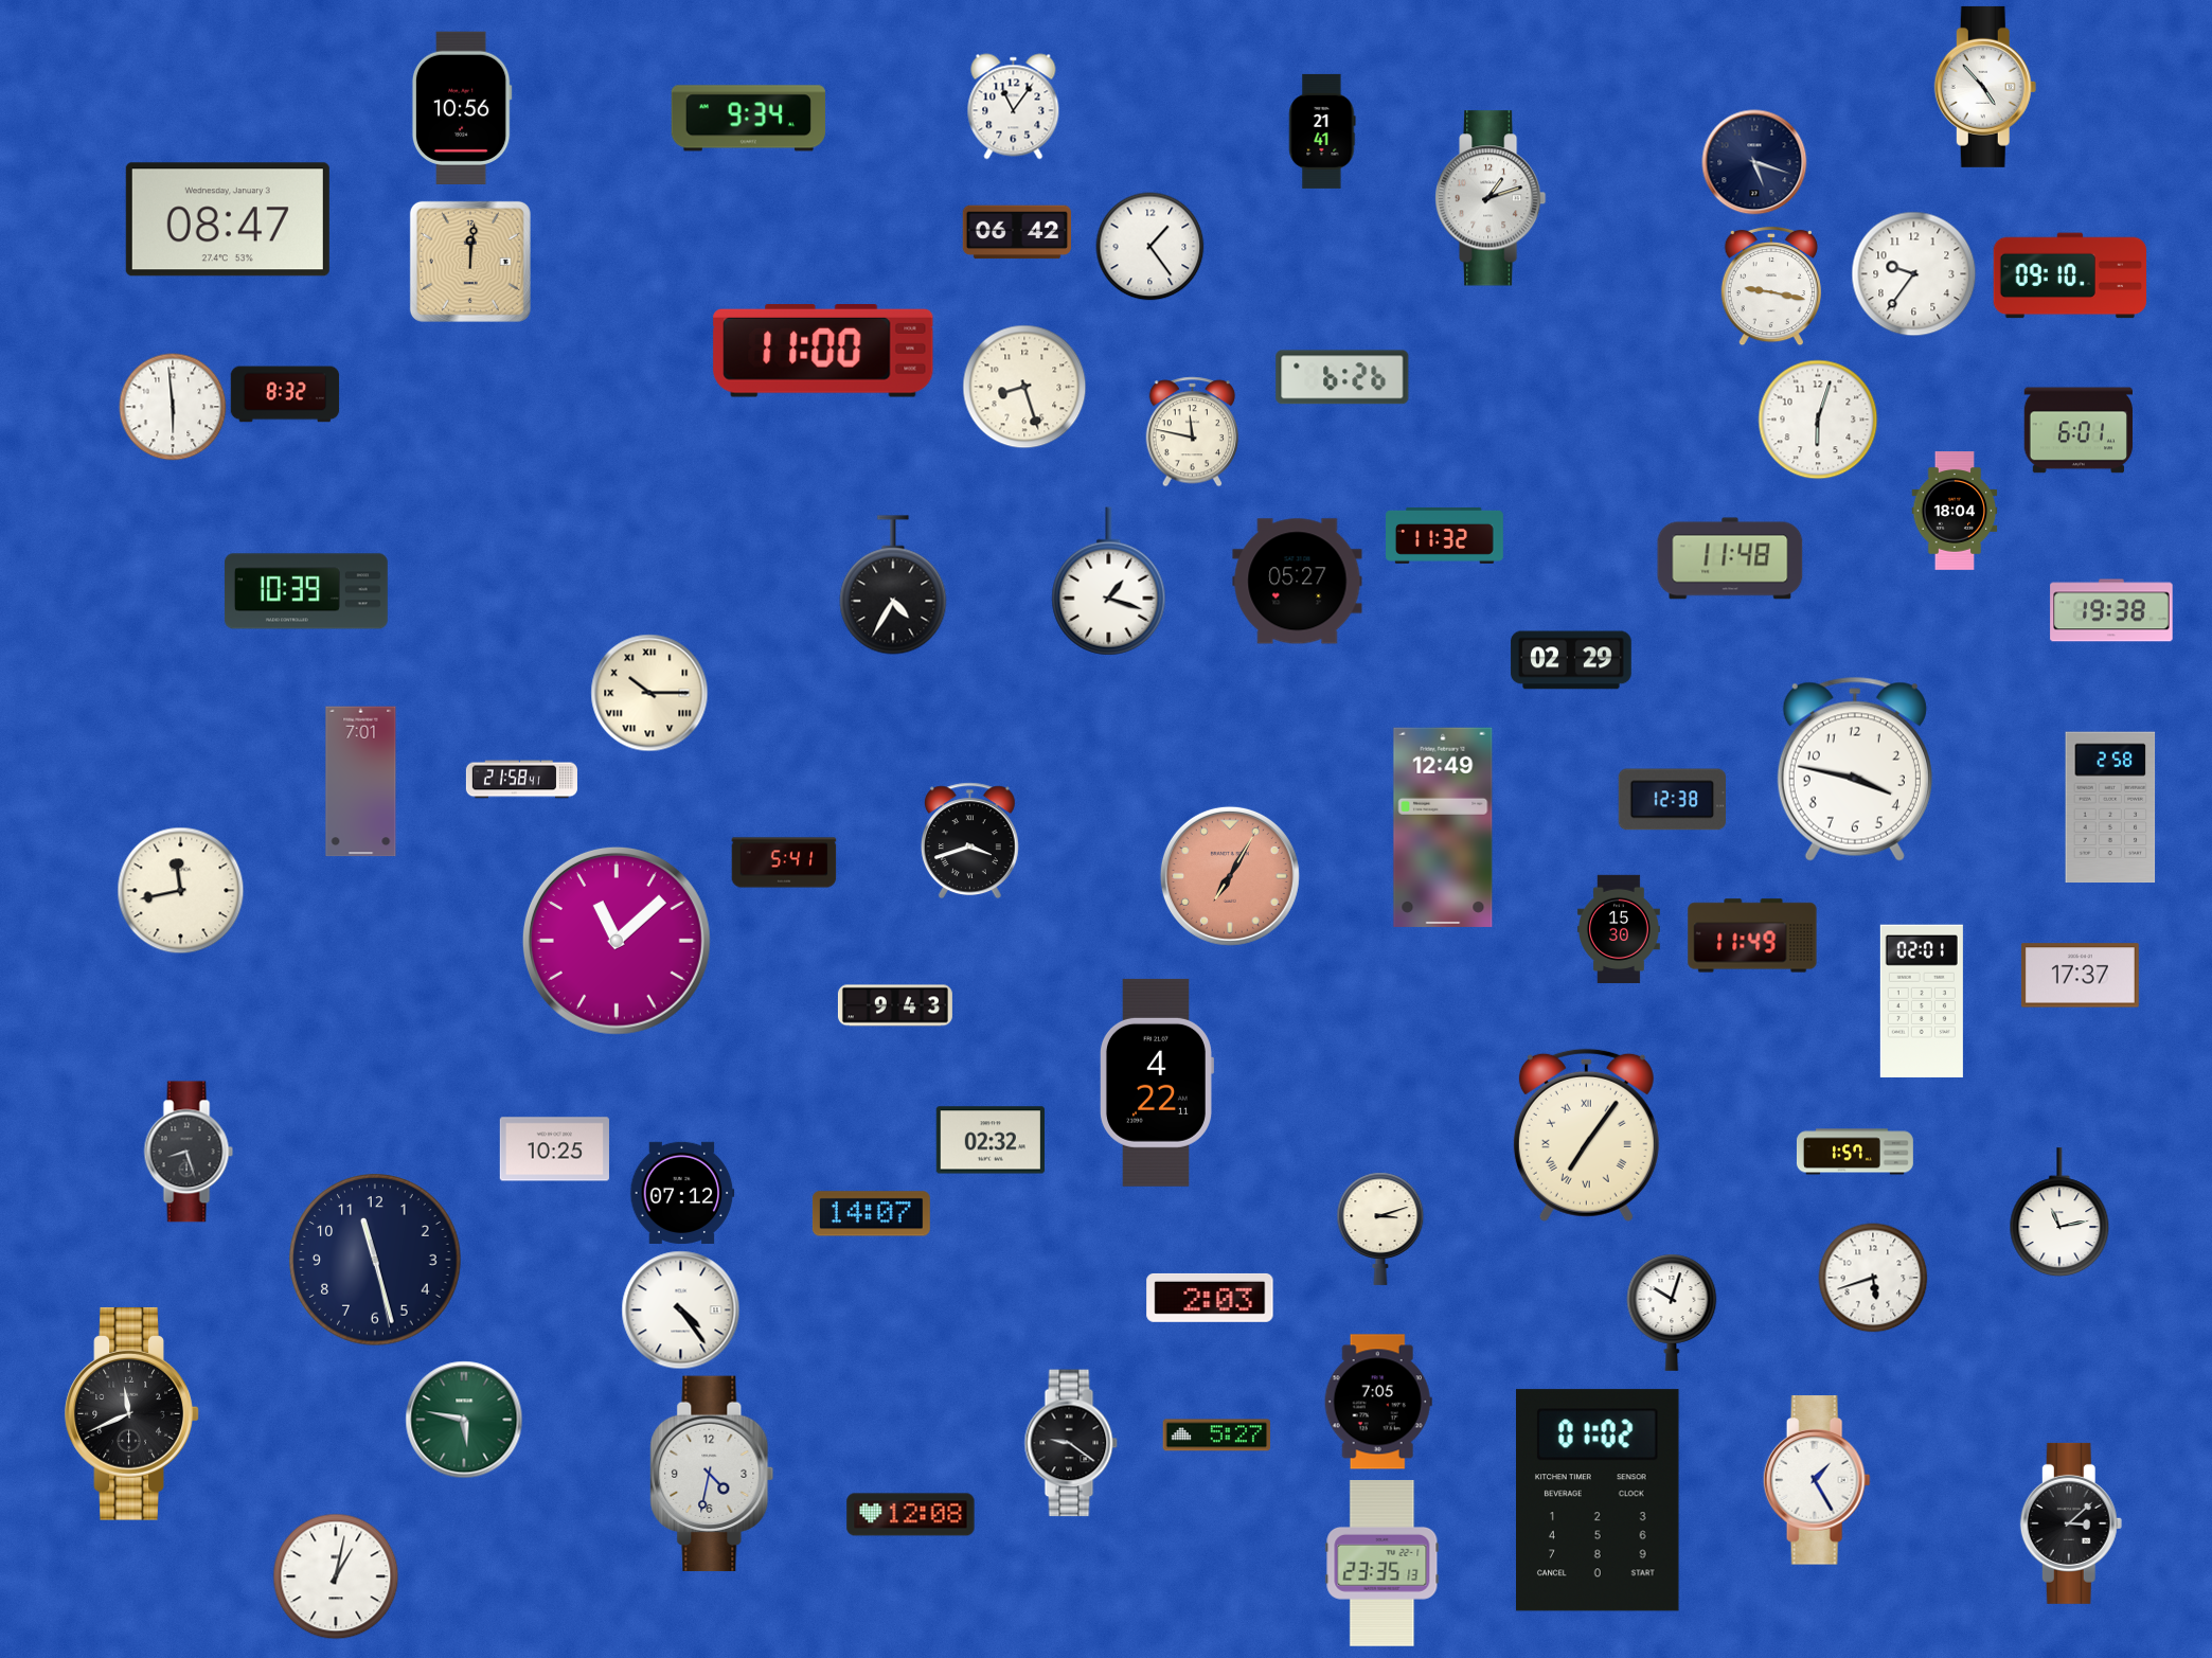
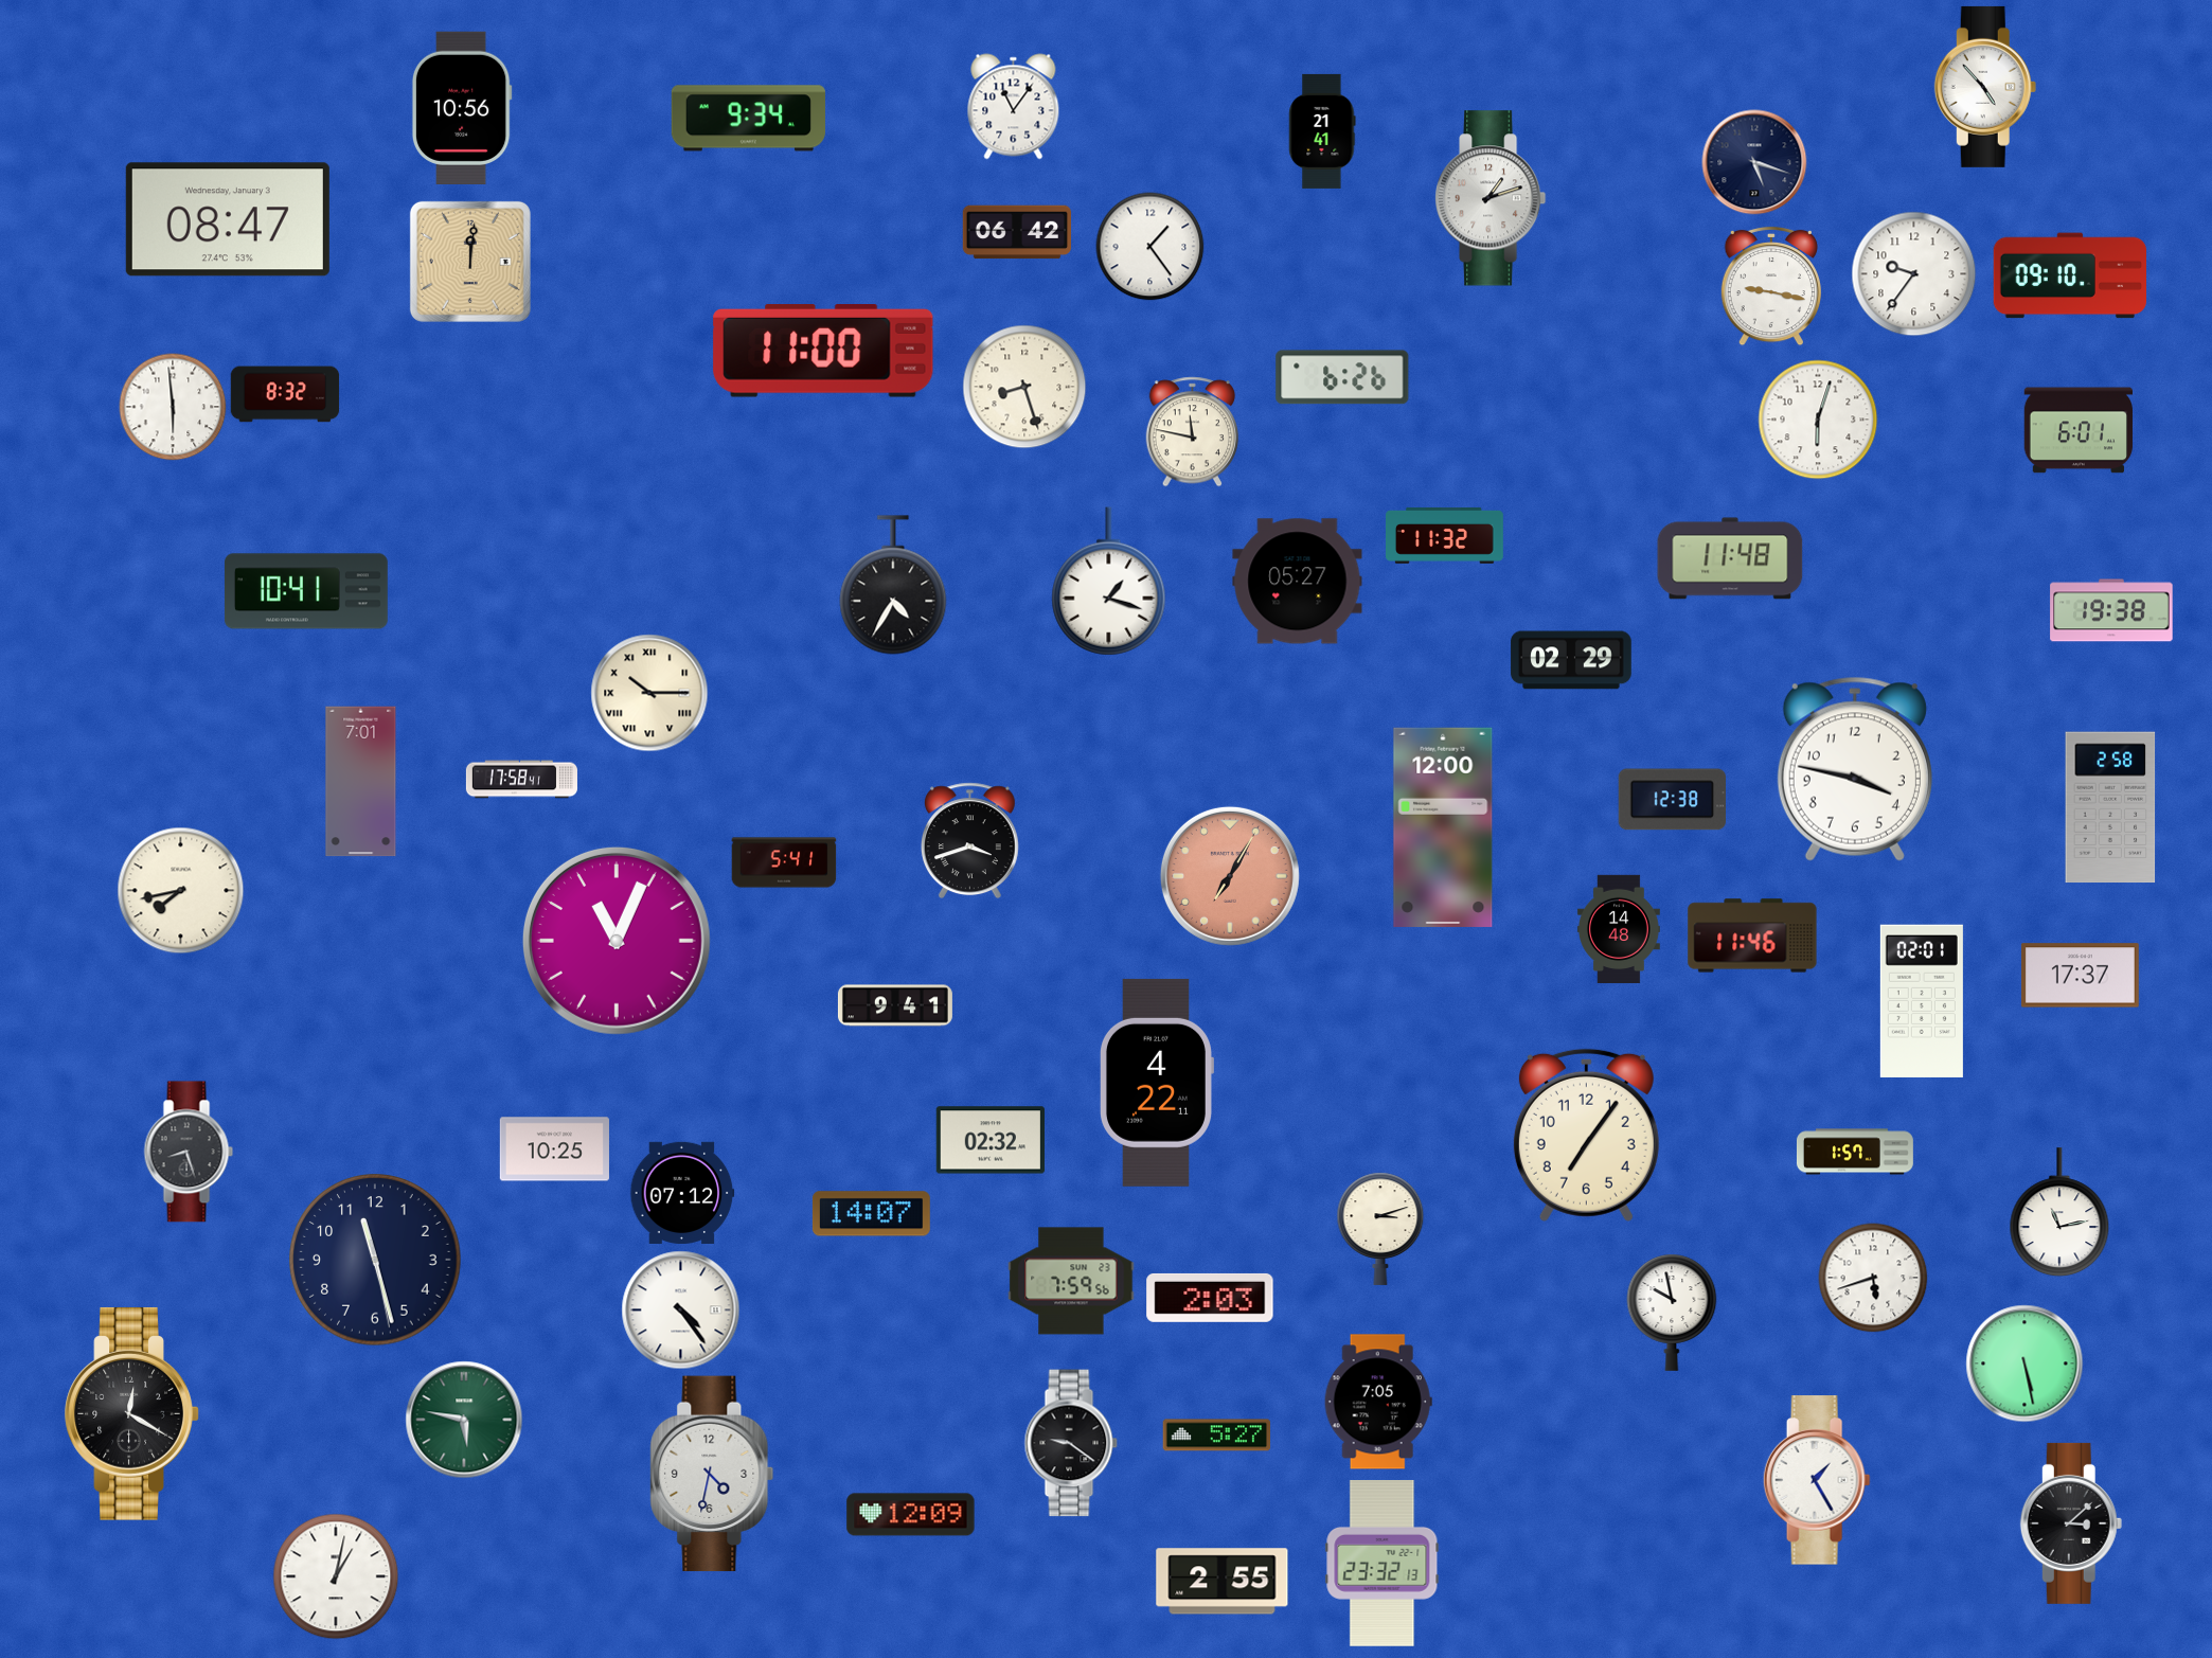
clock at (1955, 512): 18:04 -> none
clock at (306, 591): 10:39 -> 10:41
clock at (521, 780): 21:58 -> 17:58
clock at (1443, 827): 12:49 -> 12:00
clock at (181, 891): 11:43 -> 7:43
clock at (1619, 929): 15:30 -> 14:48
clock at (1752, 935): 11:49 -> 11:46
clock at (617, 941): 11:08 -> 11:04
clock at (895, 1005): 9:43 -> 9:41
clock at (1586, 1135) numerals: Roman -> Arabic
clock at (1071, 1281): none -> 7:59
clock at (1672, 1313): 10:03 -> 9:58
clock at (2024, 1363): none -> 5:28
clock at (132, 1413): 11:41 -> 12:20
clock at (1599, 1500): 01:02 -> none
clock at (911, 1515): 12:08 -> 12:09
clock at (1382, 1564): 23:35 -> 23:32
clock at (1223, 1582): none -> 2:55
